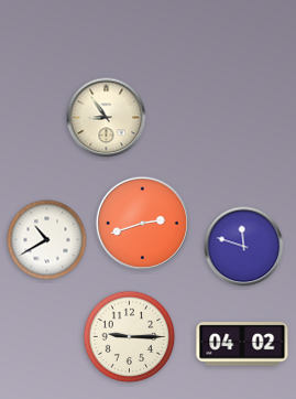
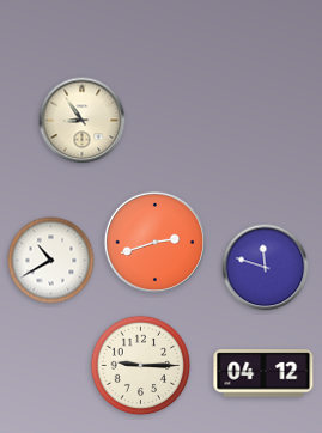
clock at (107, 118) position: (107, 118) -> (83, 121)
clock at (242, 344): 04:02 -> 04:12
